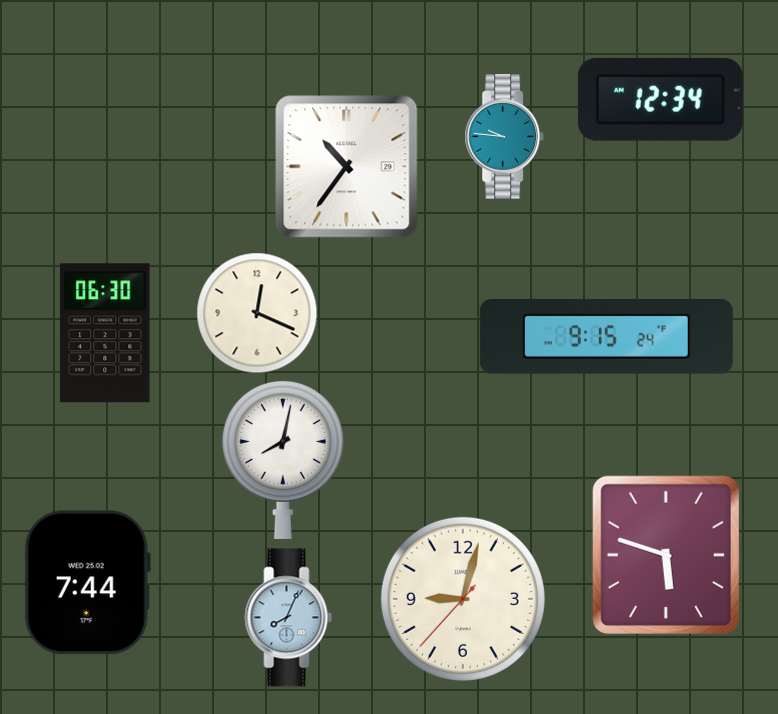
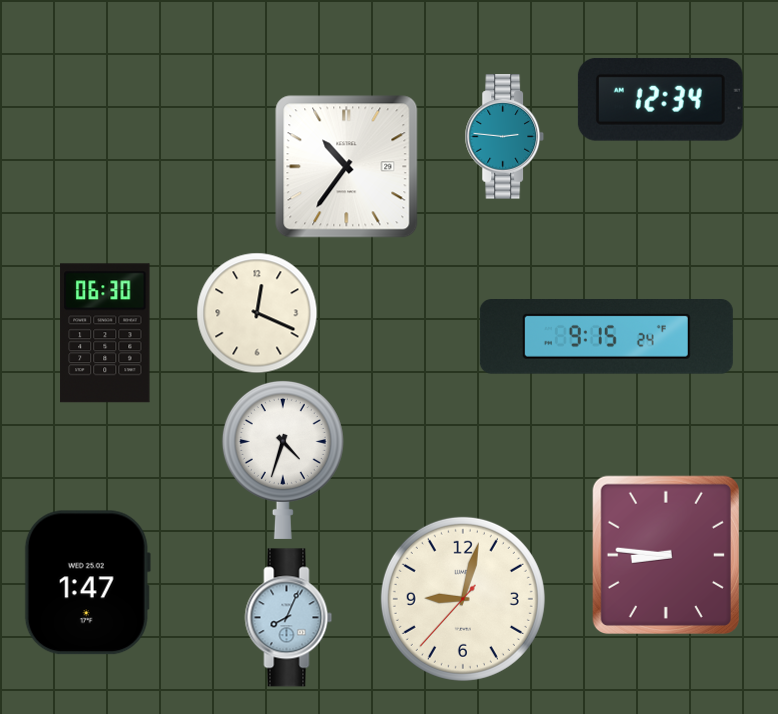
clock at (505, 137): 9:46 -> 2:46
clock at (283, 459): 8:02 -> 4:33
clock at (666, 555): 5:48 -> 8:46
clock at (87, 583): 7:44 -> 1:47
